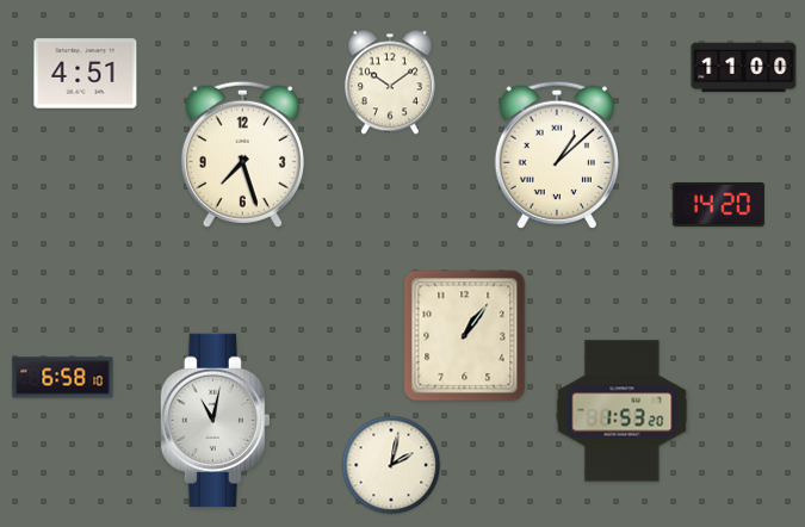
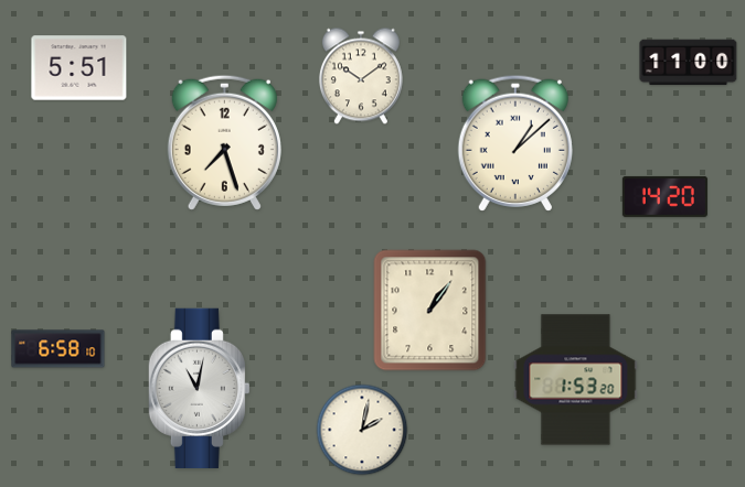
clock at (86, 74): 4:51 -> 5:51
clock at (718, 204) position: (718, 204) -> (664, 196)
